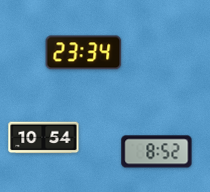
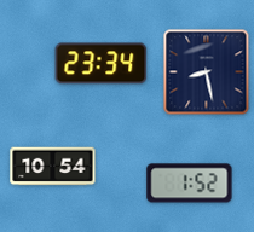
clock at (207, 72): none -> 8:28
clock at (157, 152): 8:52 -> 1:52
